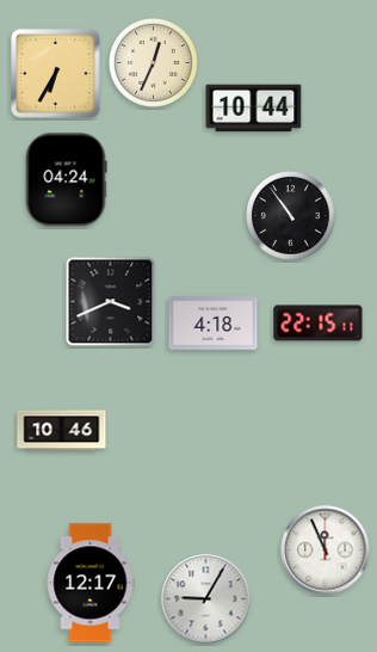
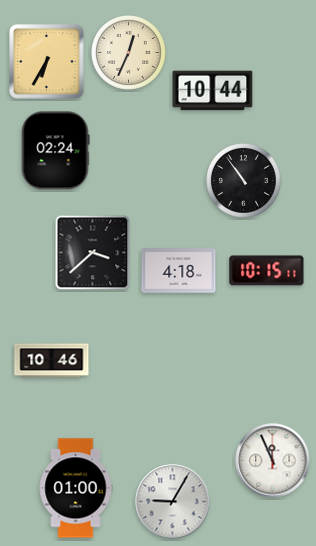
clock at (66, 180): 04:24 -> 02:24
clock at (111, 302): 3:41 -> 3:38
clock at (319, 324): 22:15 -> 10:15
clock at (91, 583): 12:17 -> 01:00
